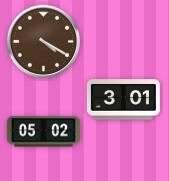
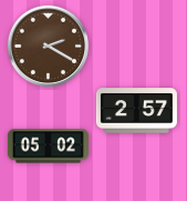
clock at (44, 42): 4:20 -> 2:20
clock at (123, 100): 3:01 -> 2:57
